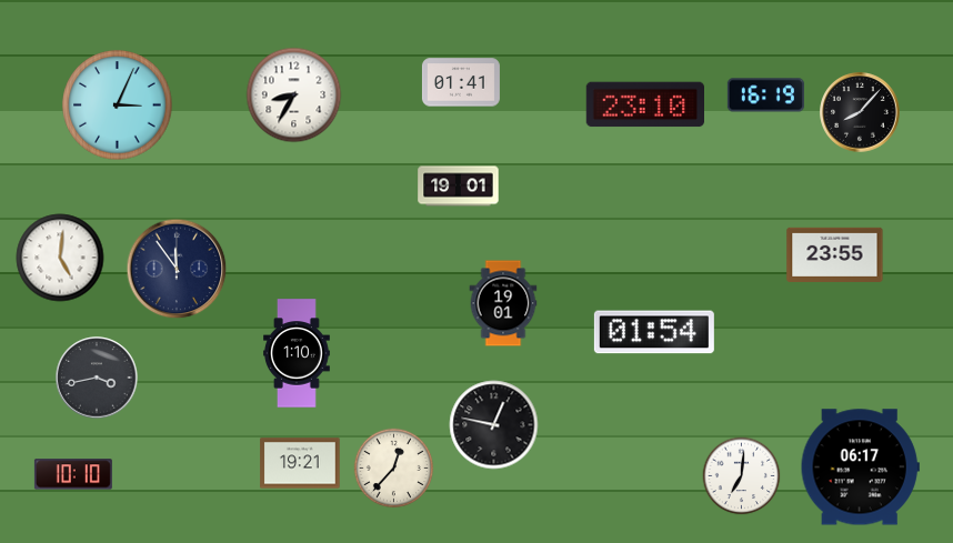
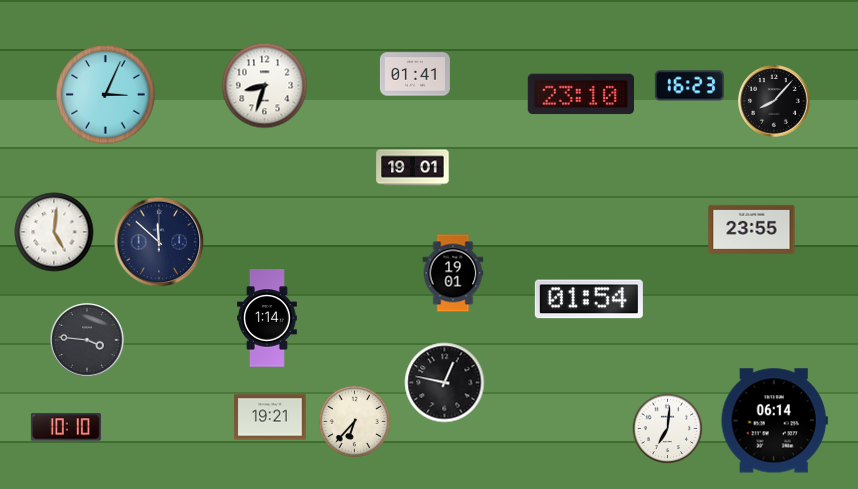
clock at (294, 95): 8:35 -> 8:33
clock at (765, 95): 16:19 -> 16:23
clock at (177, 269): 11:54 -> 11:52
clock at (298, 353): 1:10 -> 1:14
clock at (97, 378): 3:43 -> 3:46
clock at (860, 467): 06:17 -> 06:14
clock at (394, 469): 12:37 -> 6:37
